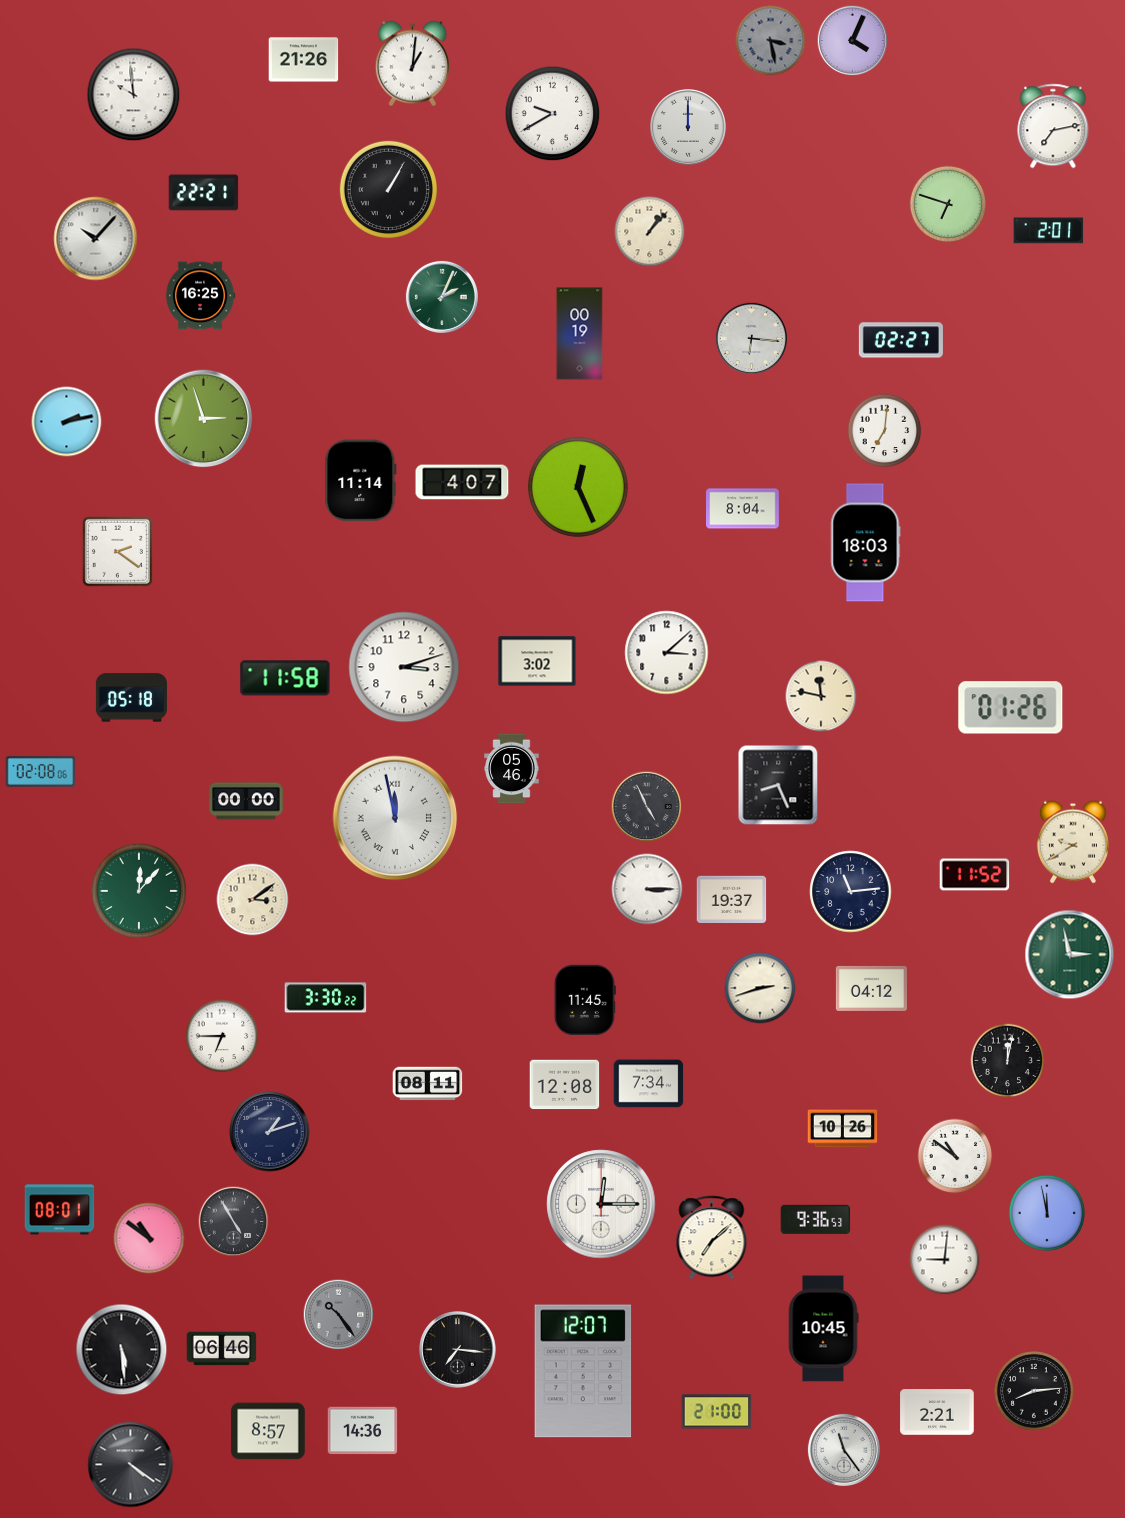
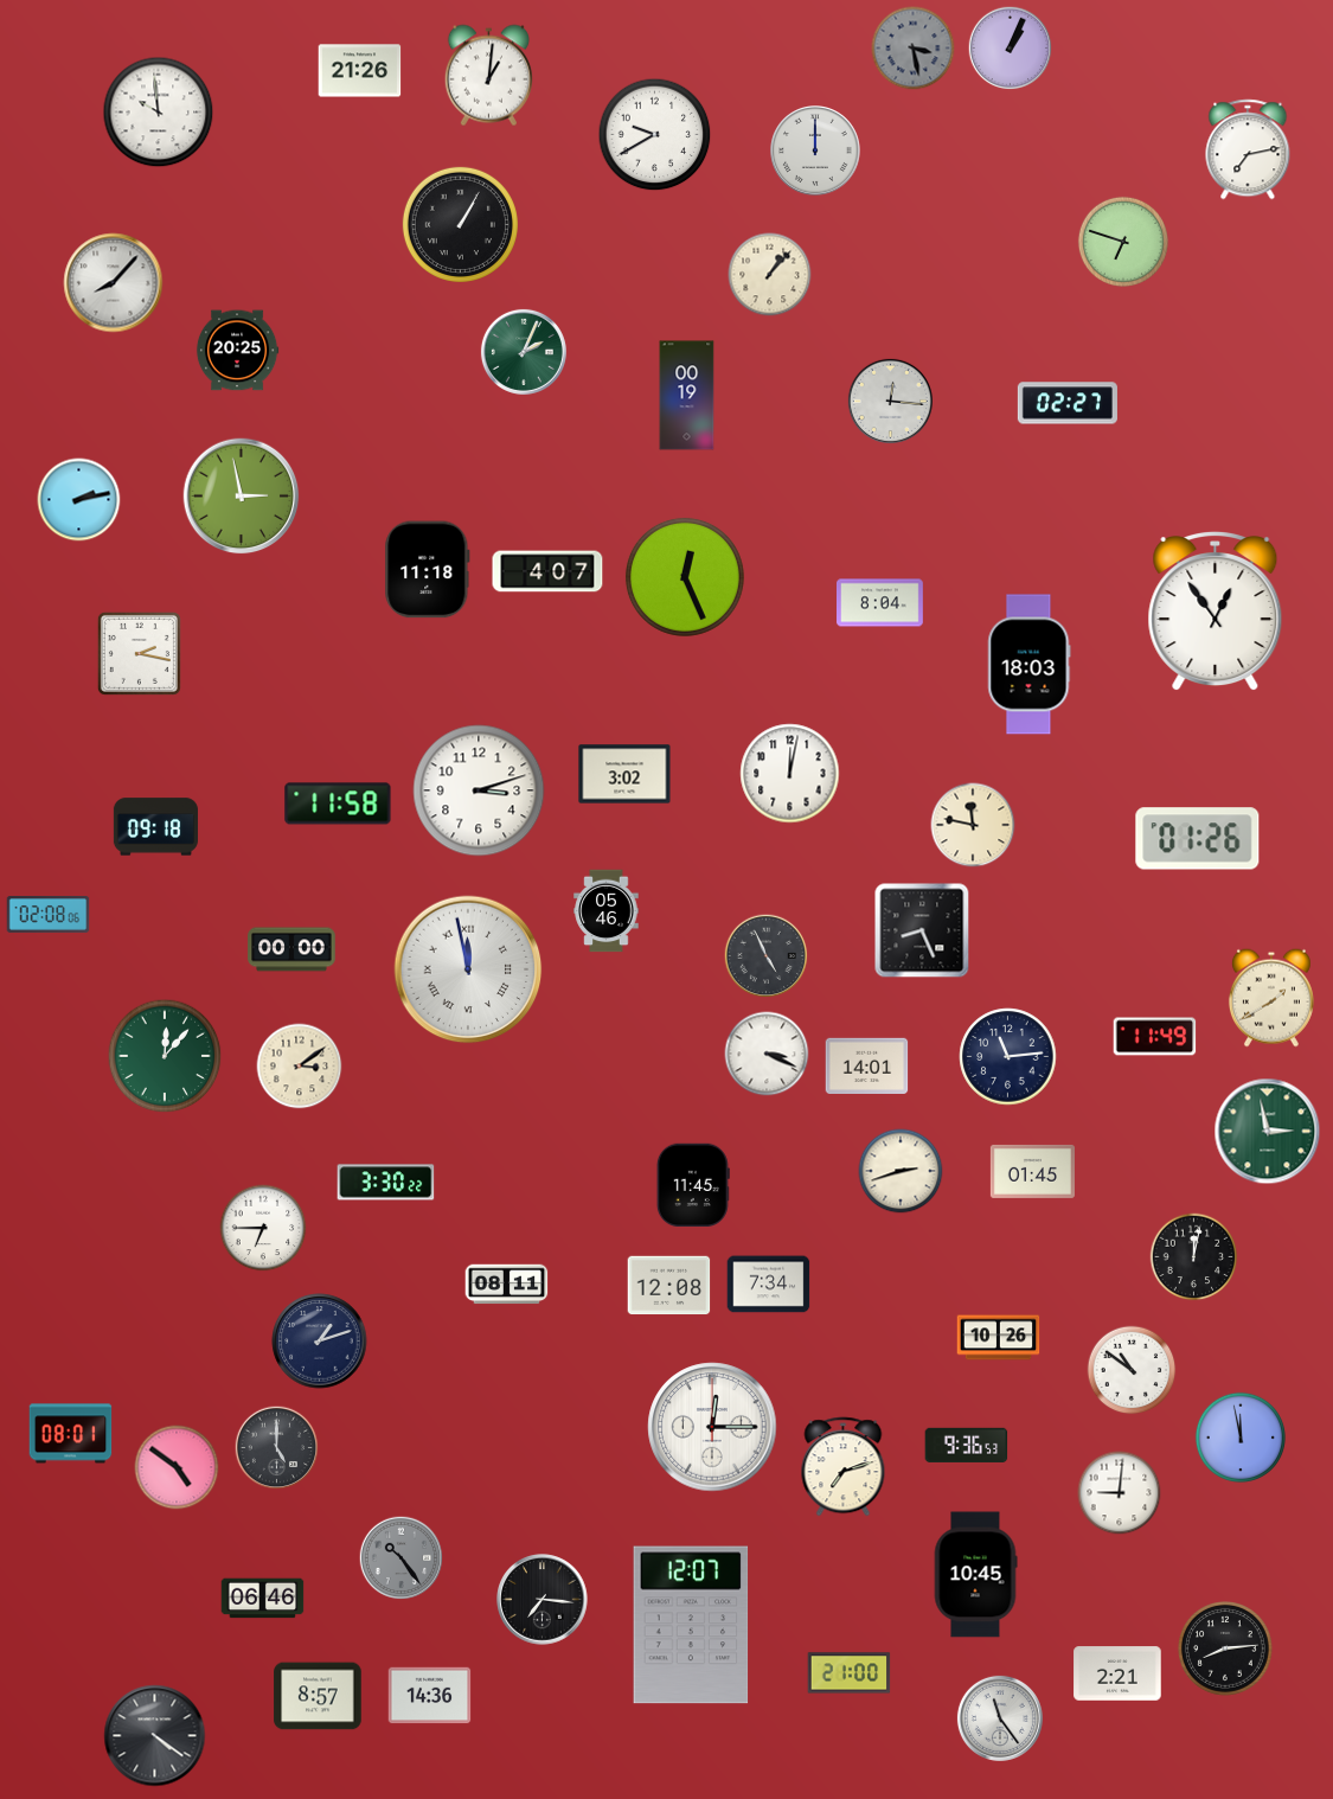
clock at (853, 41): 4:04 -> 1:04
clock at (204, 193): 22:21 -> none
clock at (1049, 231): 2:01 -> none
clock at (96, 239): 10:07 -> 8:07
clock at (200, 296): 16:25 -> 20:25
clock at (751, 338): 6:16 -> 12:16
clock at (204, 419): 2:57 -> 2:58
clock at (885, 431): 7:01 -> none
clock at (361, 481): 11:14 -> 11:18
clock at (1216, 613): none -> 12:54
clock at (866, 543) position: (866, 543) -> (1030, 665)
clock at (117, 551): 2:21 -> 2:17
clock at (667, 653): 3:08 -> 12:02
clock at (537, 661) position: (537, 661) -> (624, 774)
clock at (131, 698): 05:18 -> 09:18
clock at (1073, 842): 9:40 -> 1:40
clock at (975, 875): 11:52 -> 11:49
clock at (647, 889): 3:15 -> 3:19
clock at (732, 900): 19:37 -> 14:01
clock at (871, 988): 04:12 -> 01:45
clock at (234, 1222): 4:55 -> 5:00
clock at (149, 1238): 10:51 -> 4:51
clock at (712, 1238): 7:08 -> 7:12
clock at (122, 1350): 5:29 -> none
clock at (937, 1412) position: (937, 1412) -> (1117, 1673)
